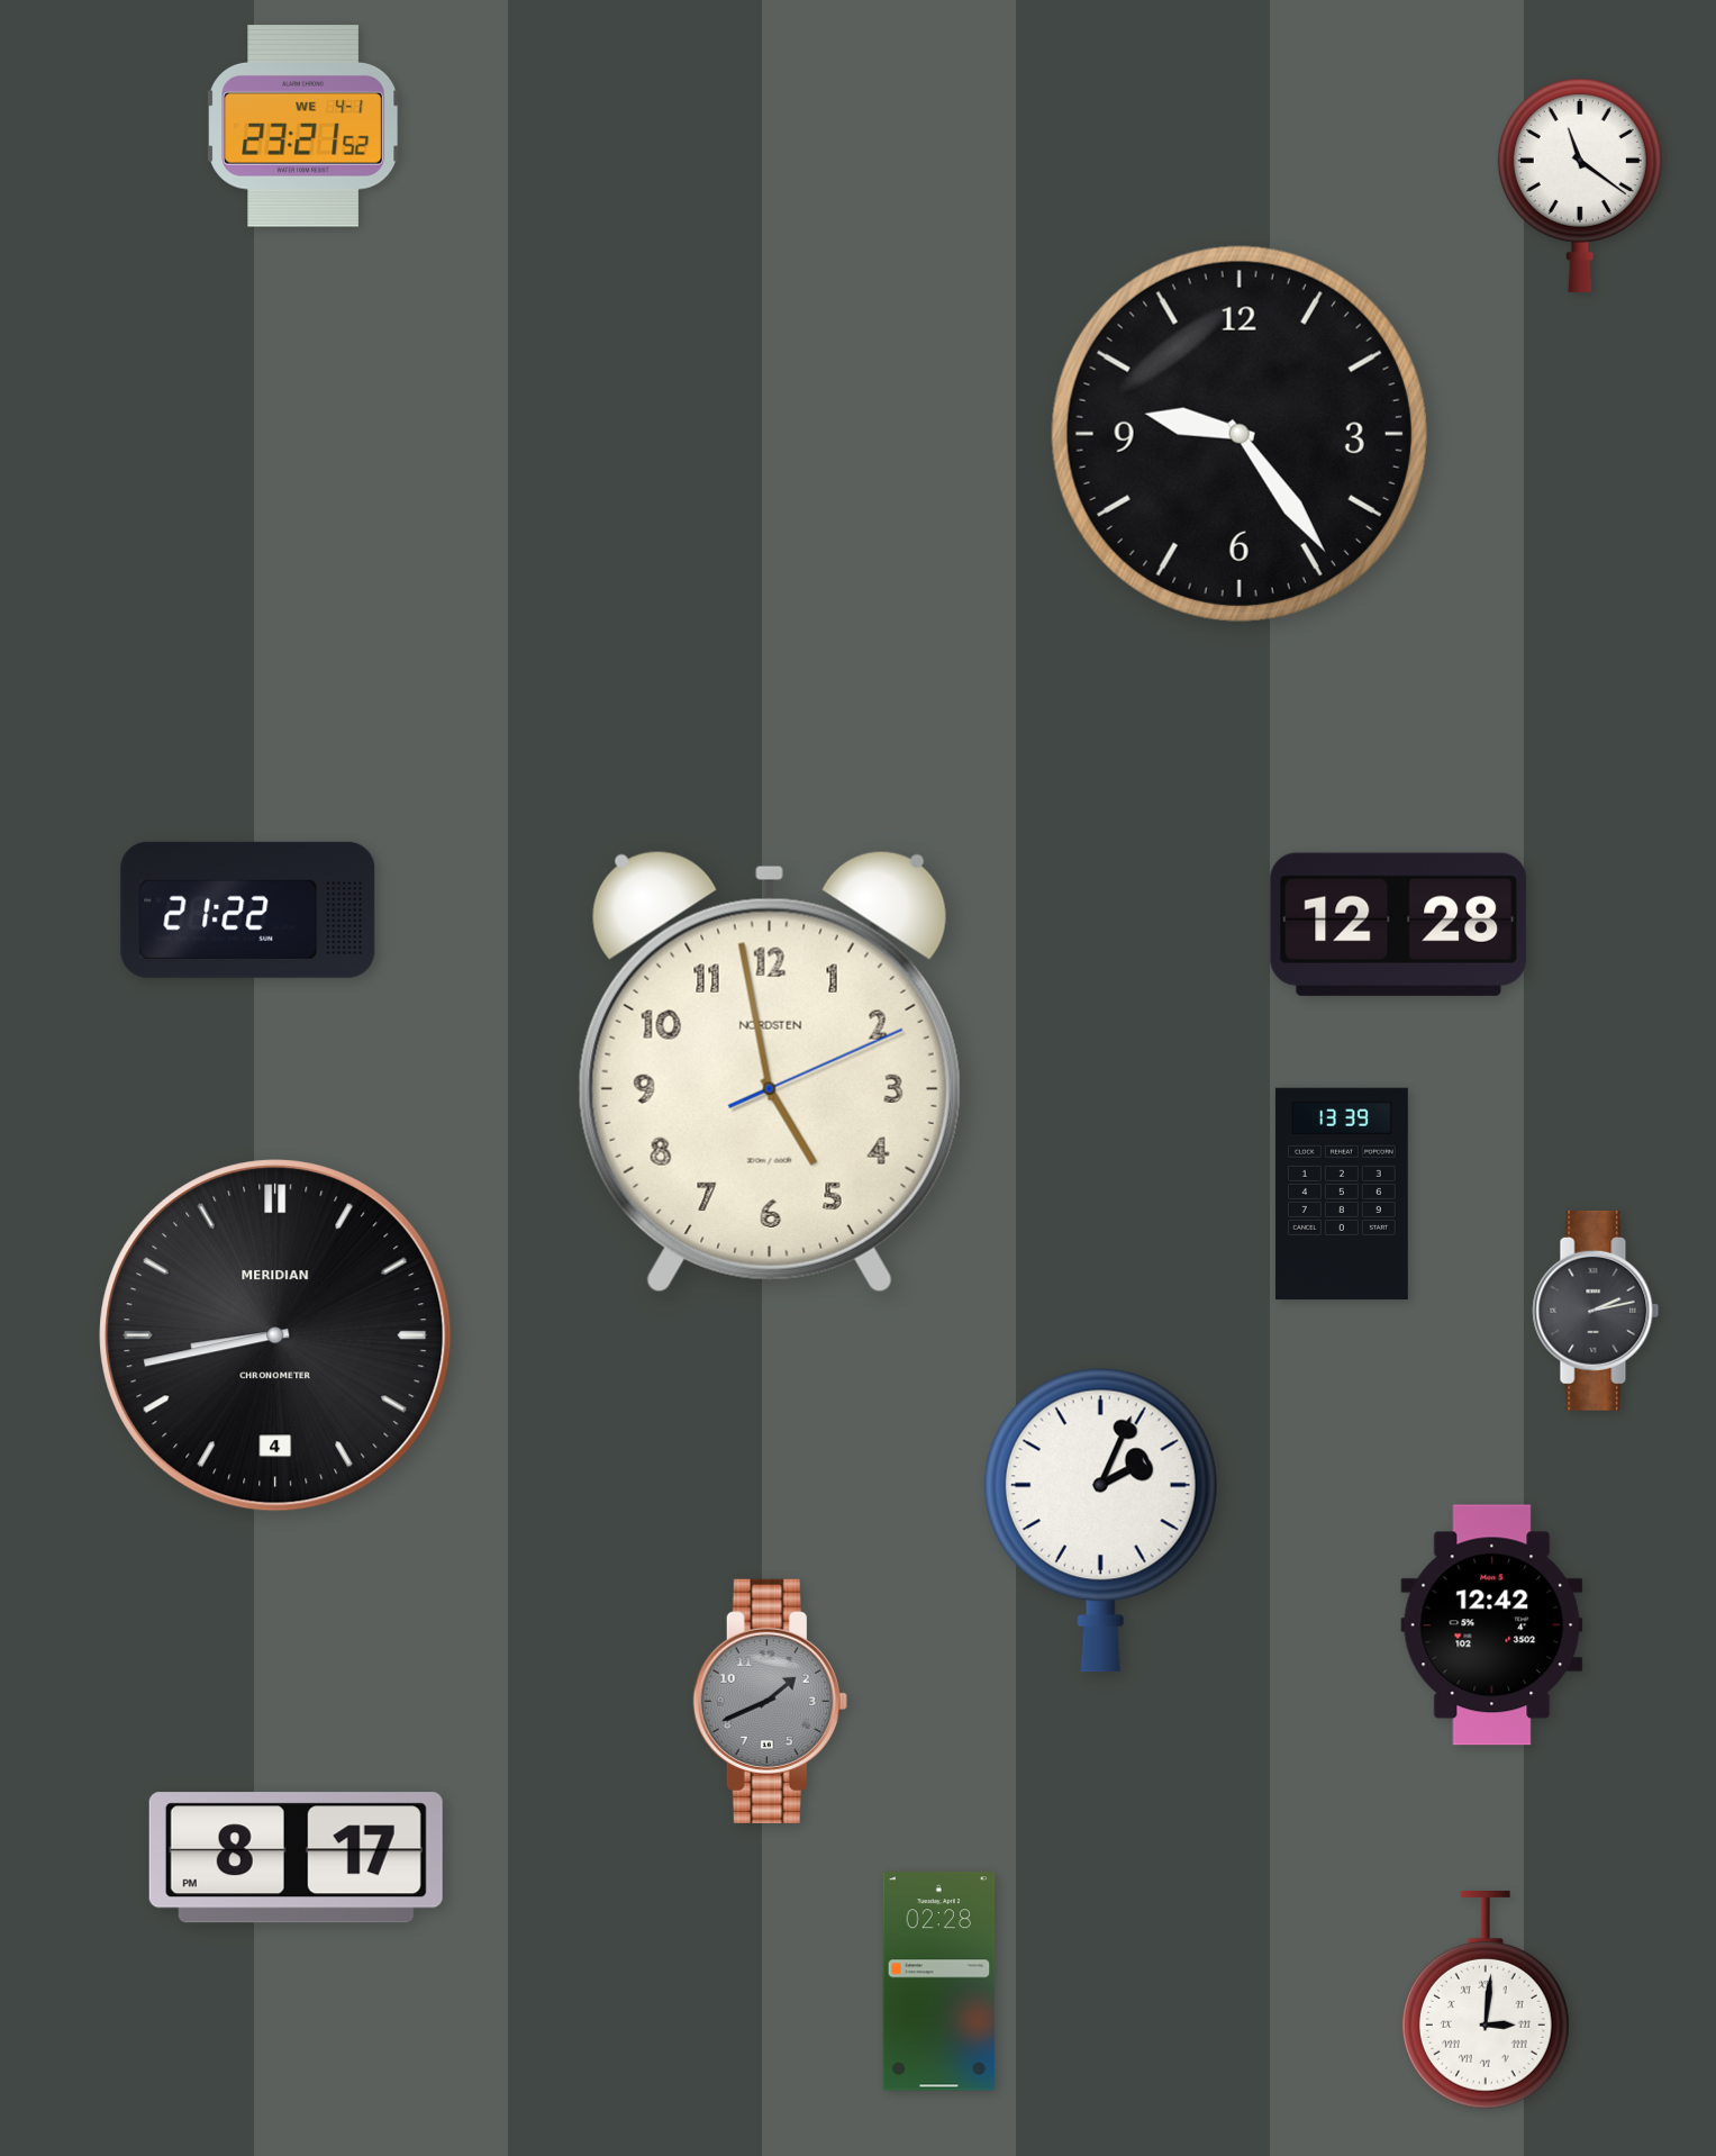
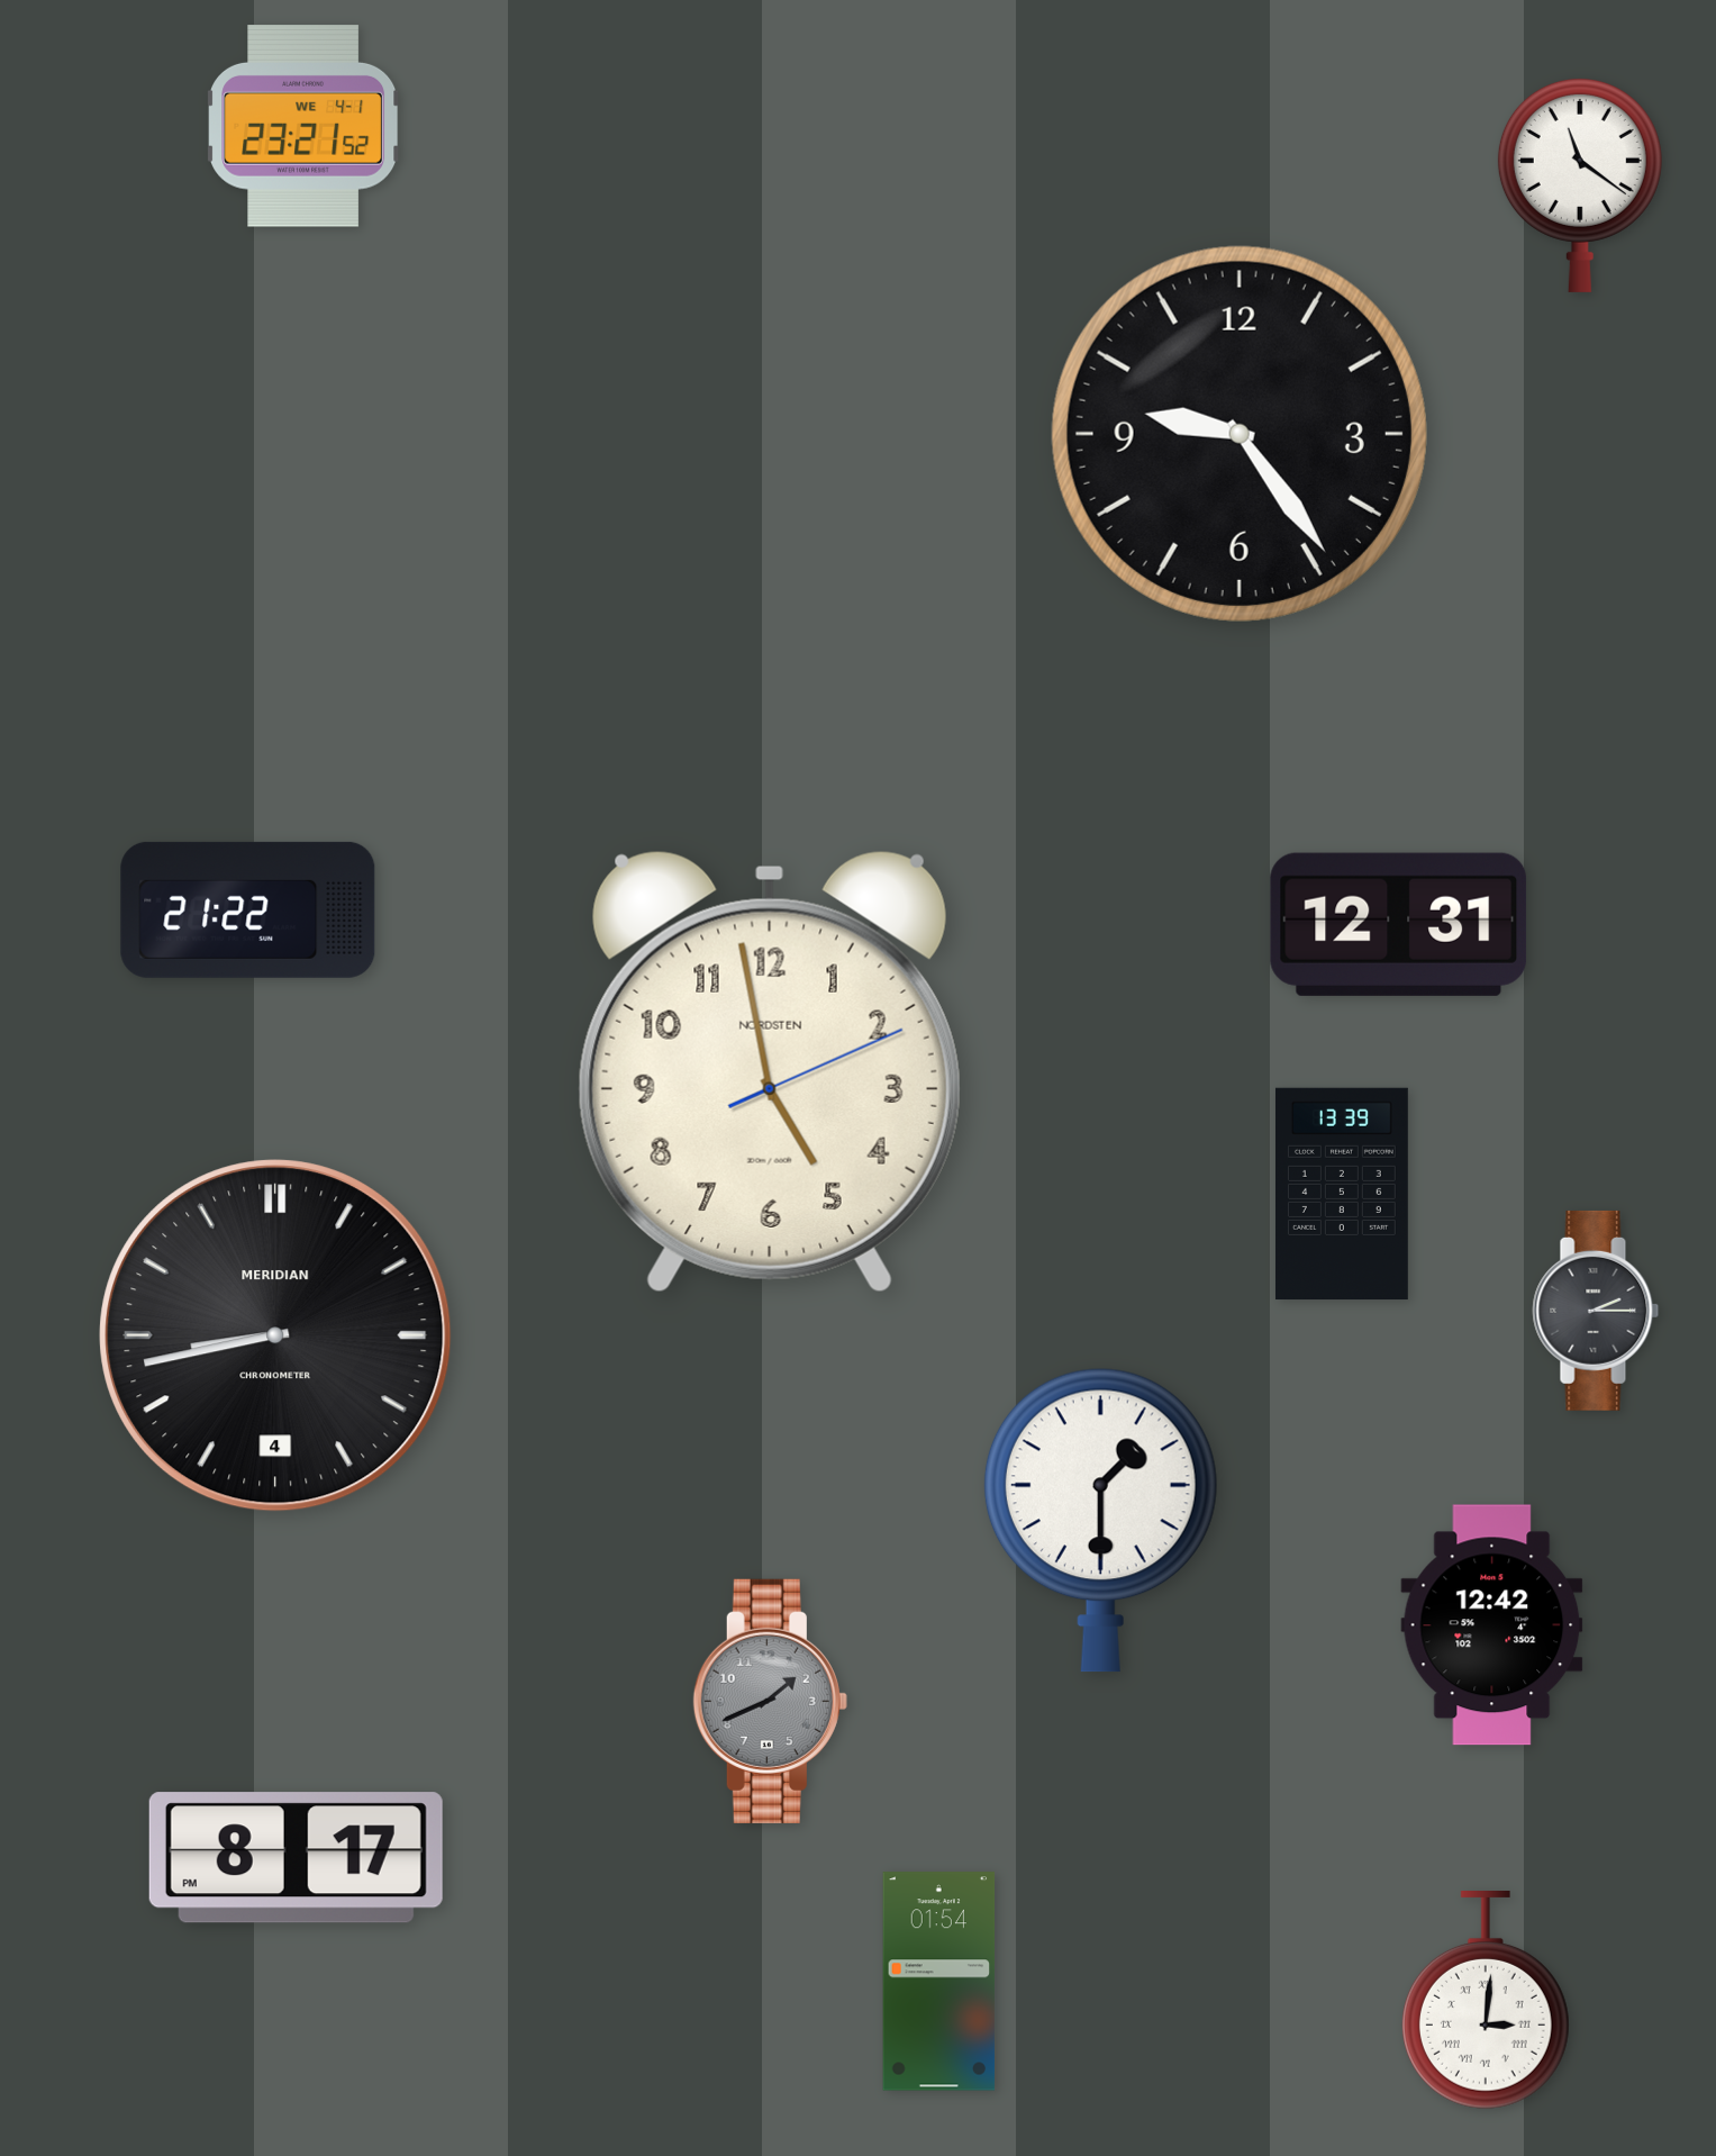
clock at (1399, 924): 12:28 -> 12:31
clock at (1596, 1311): 2:13 -> 2:15
clock at (1100, 1520): 2:04 -> 1:30
clock at (939, 1982): 02:28 -> 01:54
